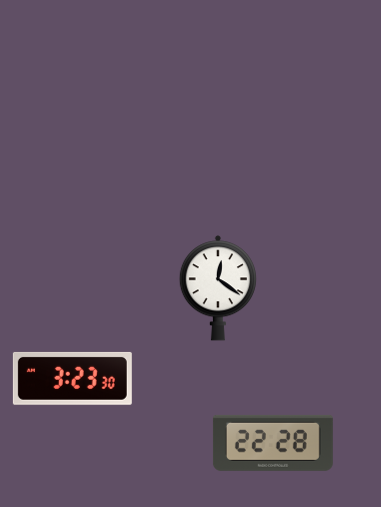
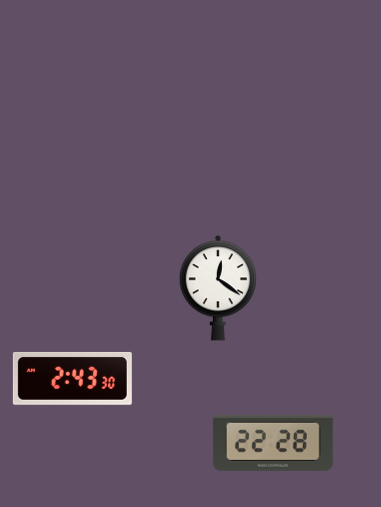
clock at (72, 378): 3:23 -> 2:43
